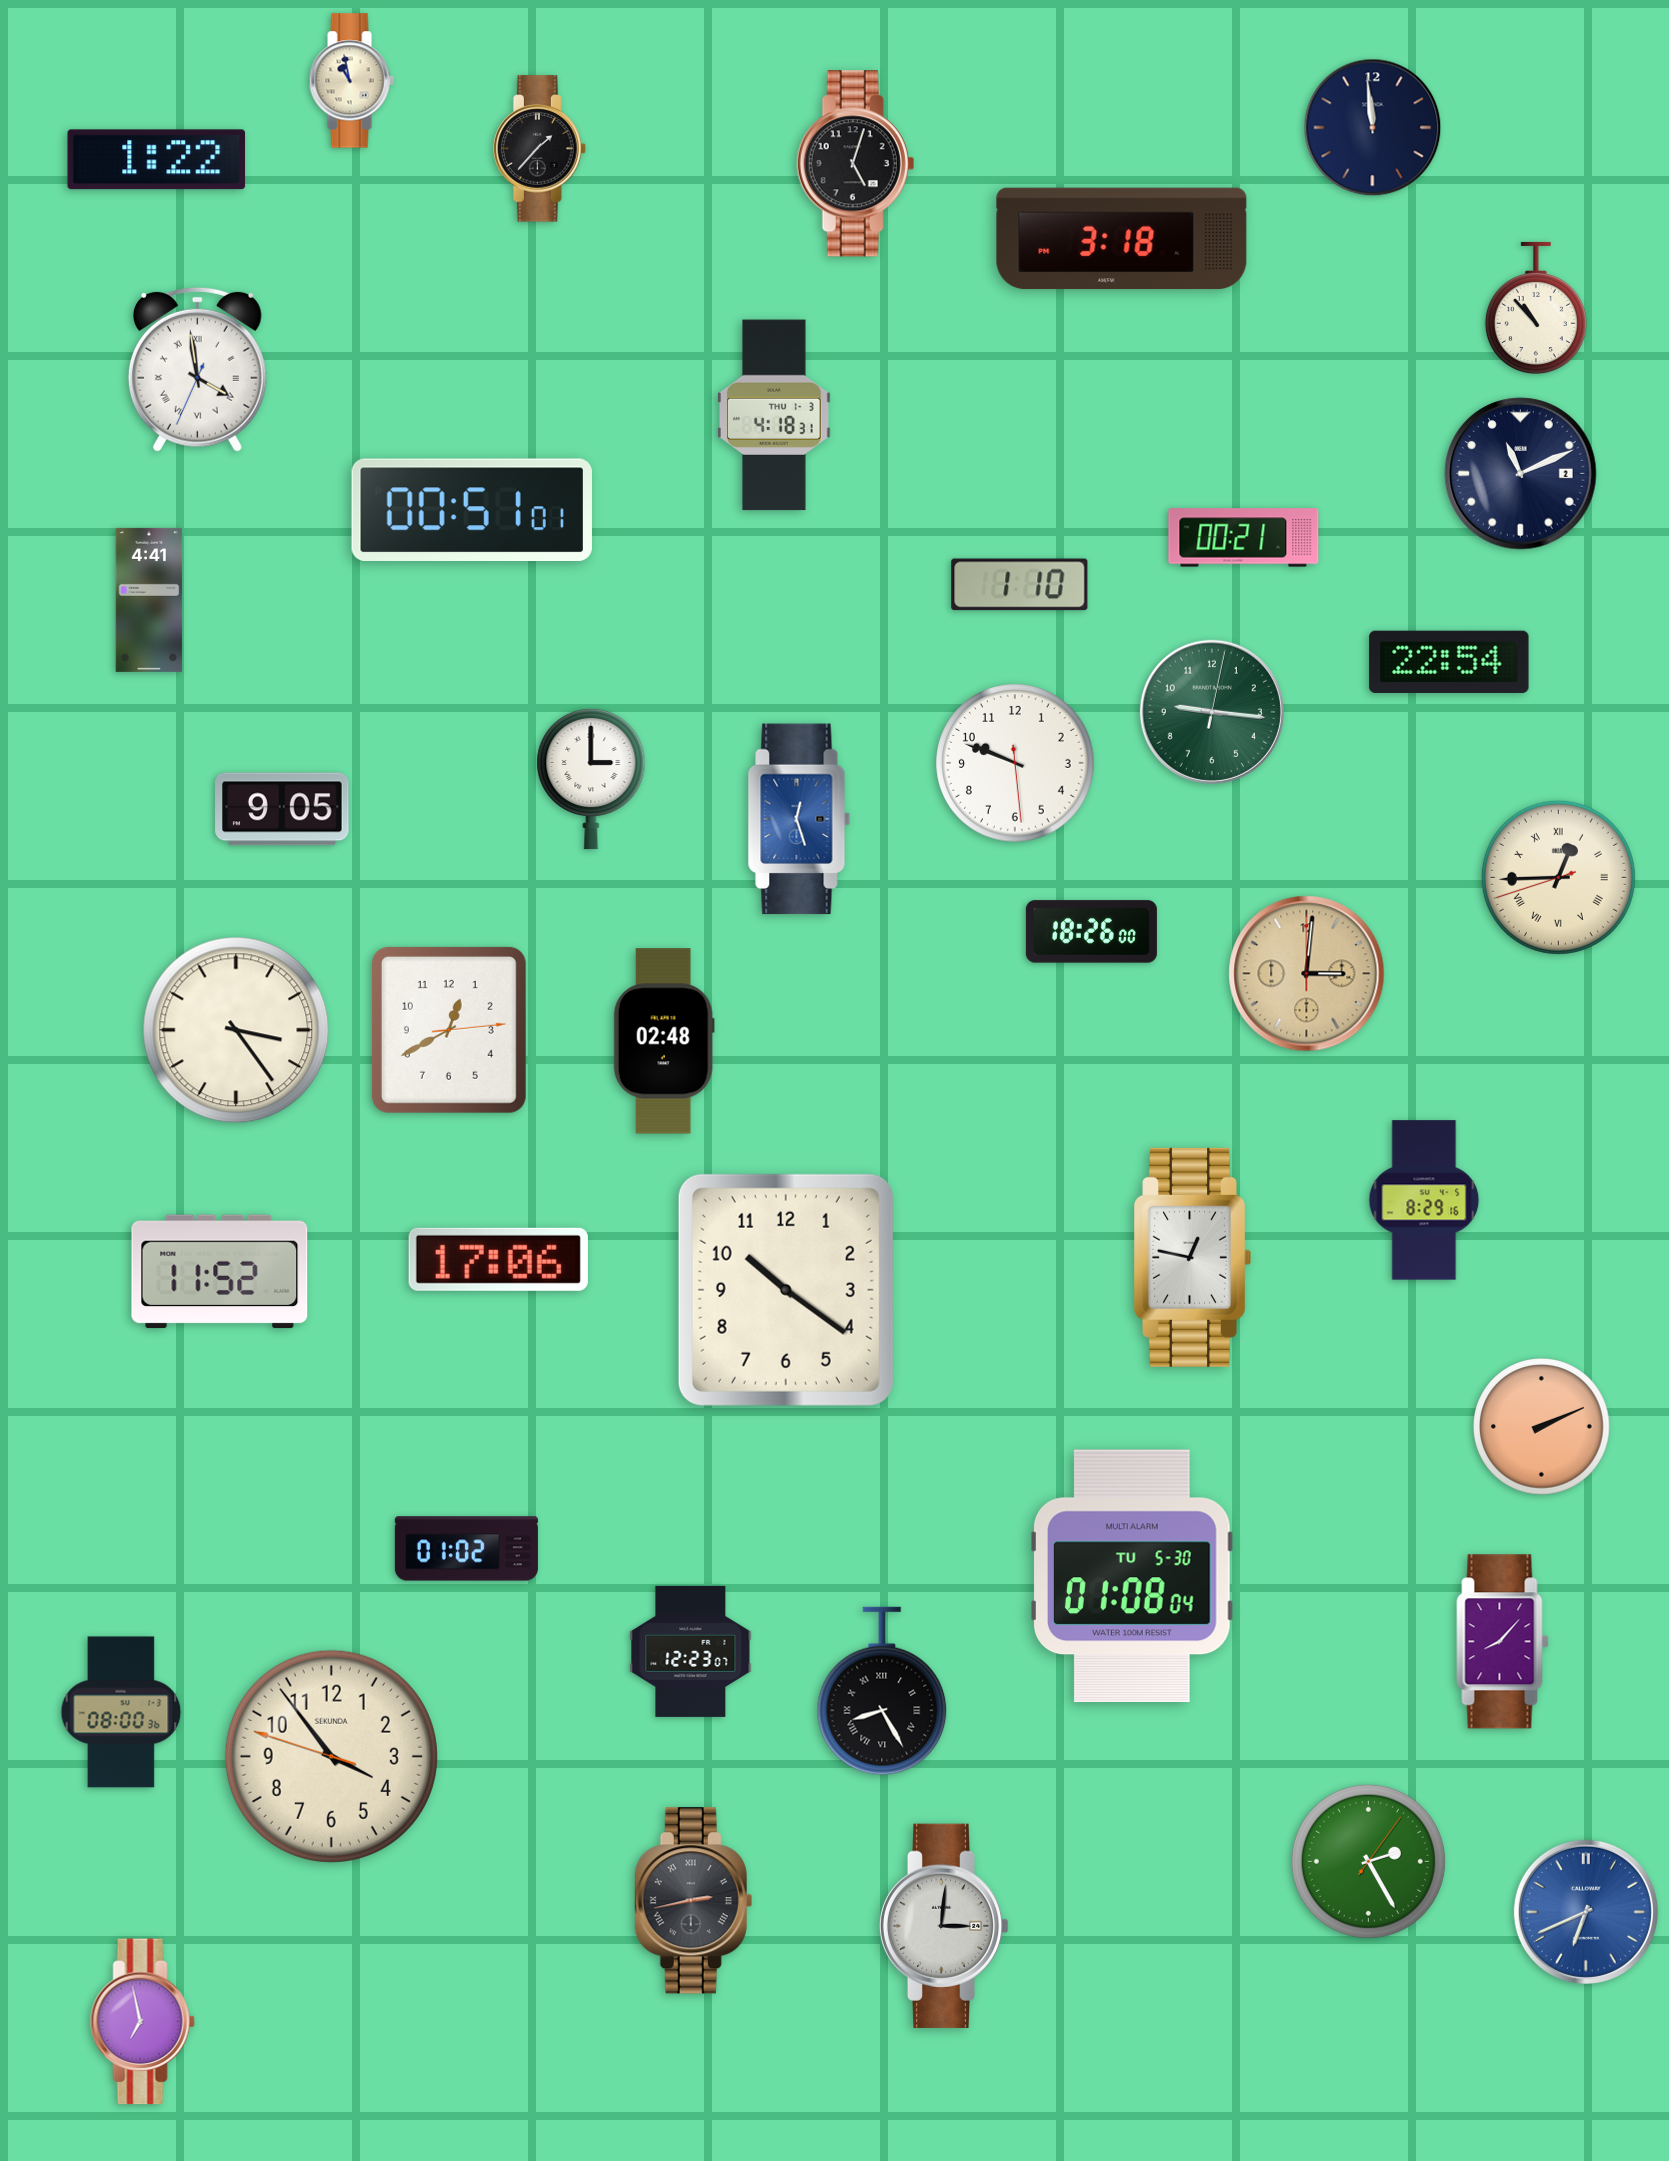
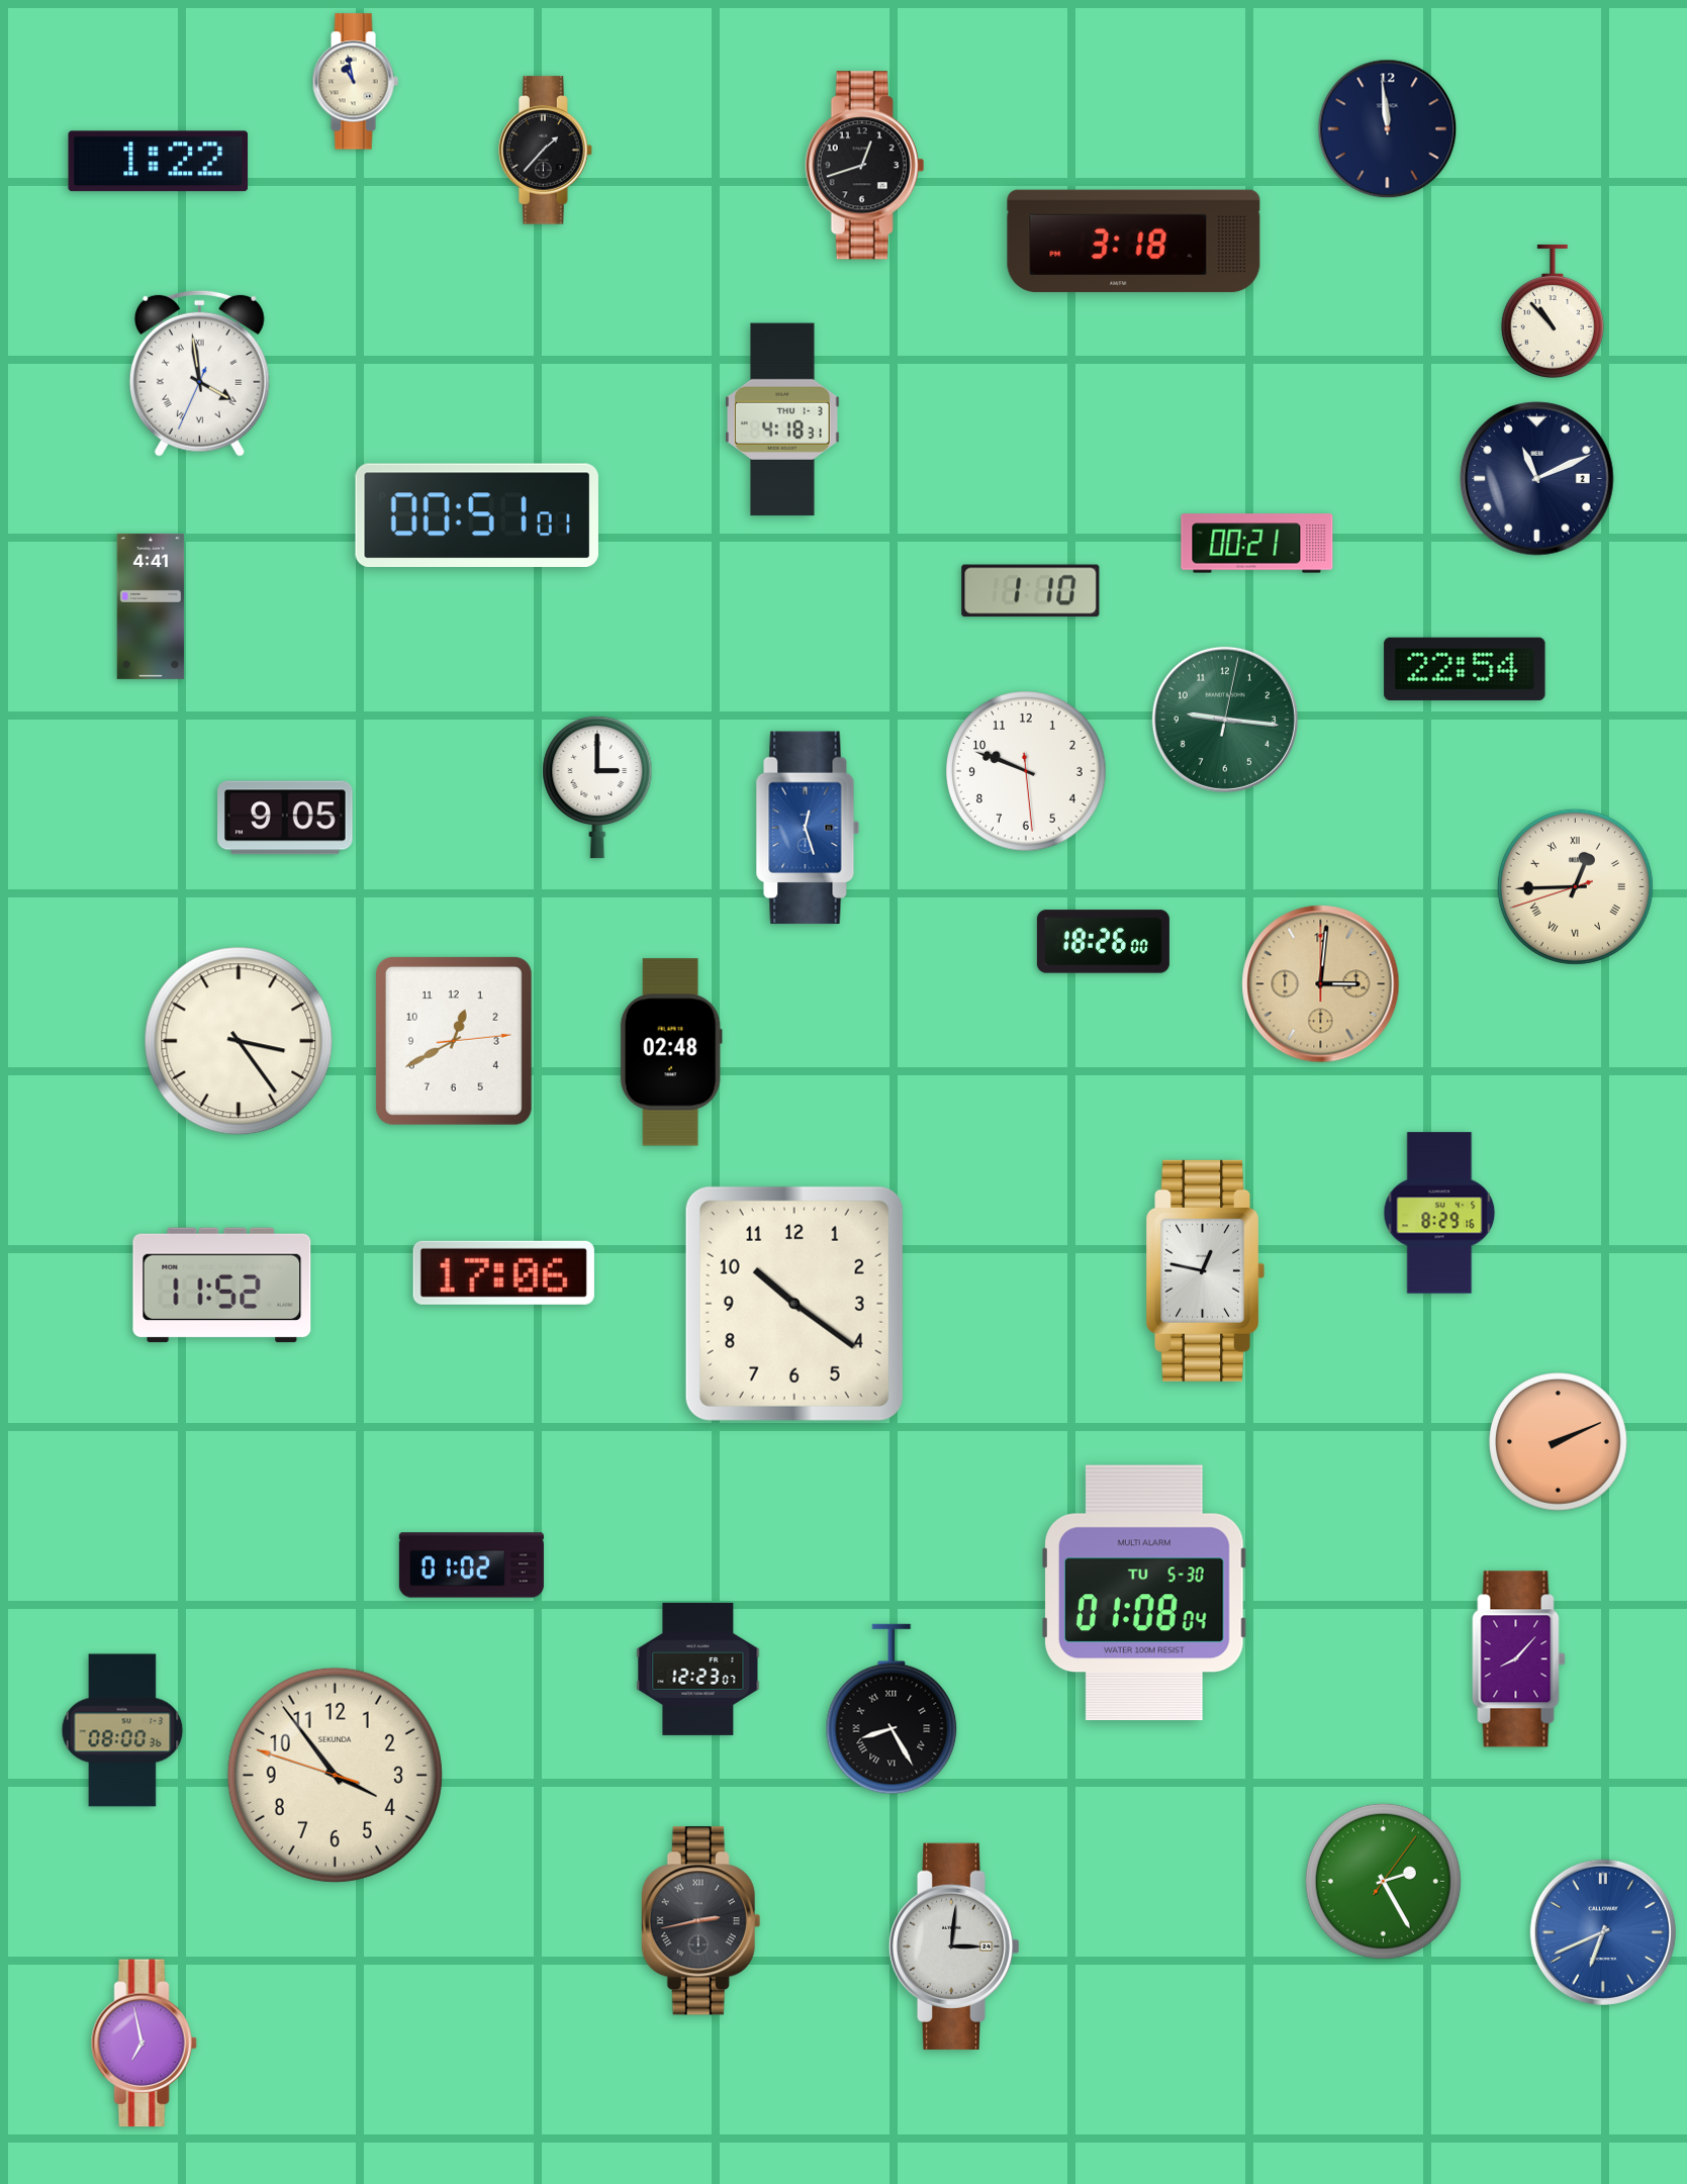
clock at (856, 164): 5:03 -> 12:42
